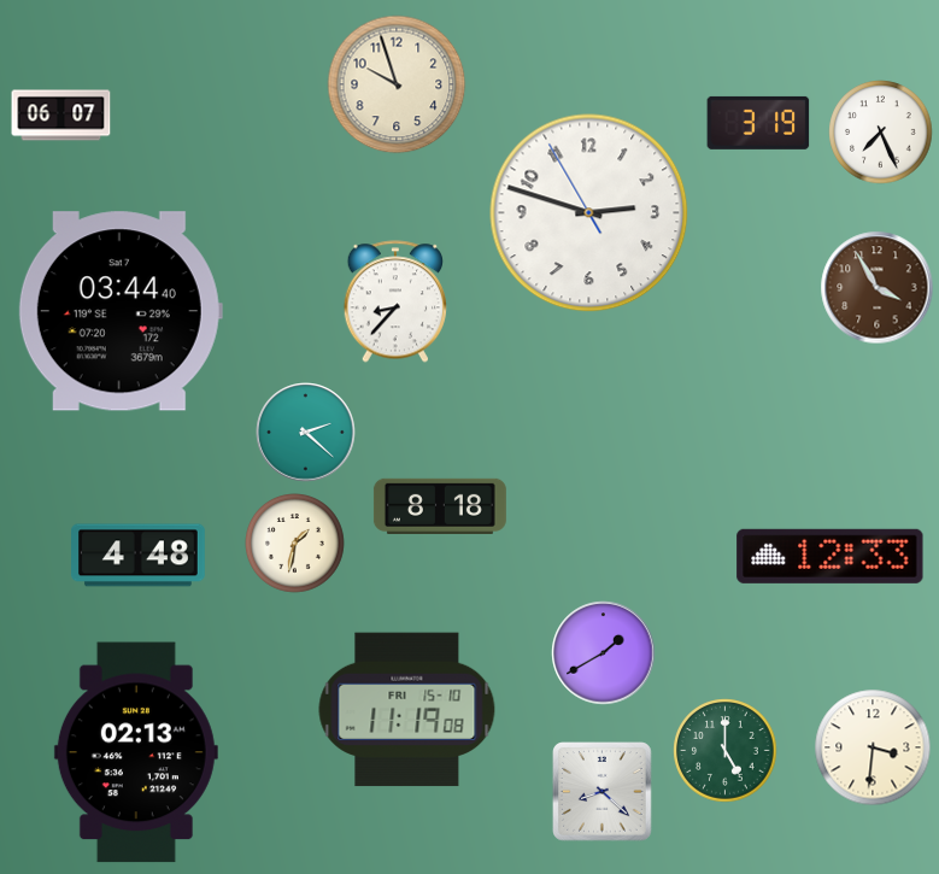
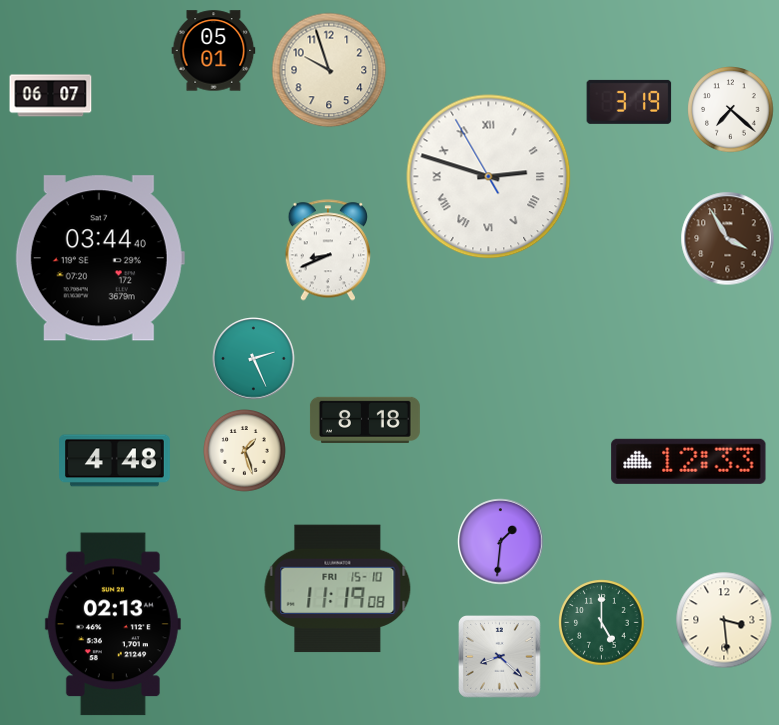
clock at (214, 51): none -> 05:01
clock at (881, 133): 7:26 -> 7:22
clock at (589, 213) numerals: Arabic -> Roman
clock at (394, 301): 8:37 -> 8:41
clock at (306, 433): 2:22 -> 2:26
clock at (295, 544): 1:32 -> 1:27
clock at (604, 653): 1:40 -> 1:31
clock at (873, 747): 3:31 -> 3:29
